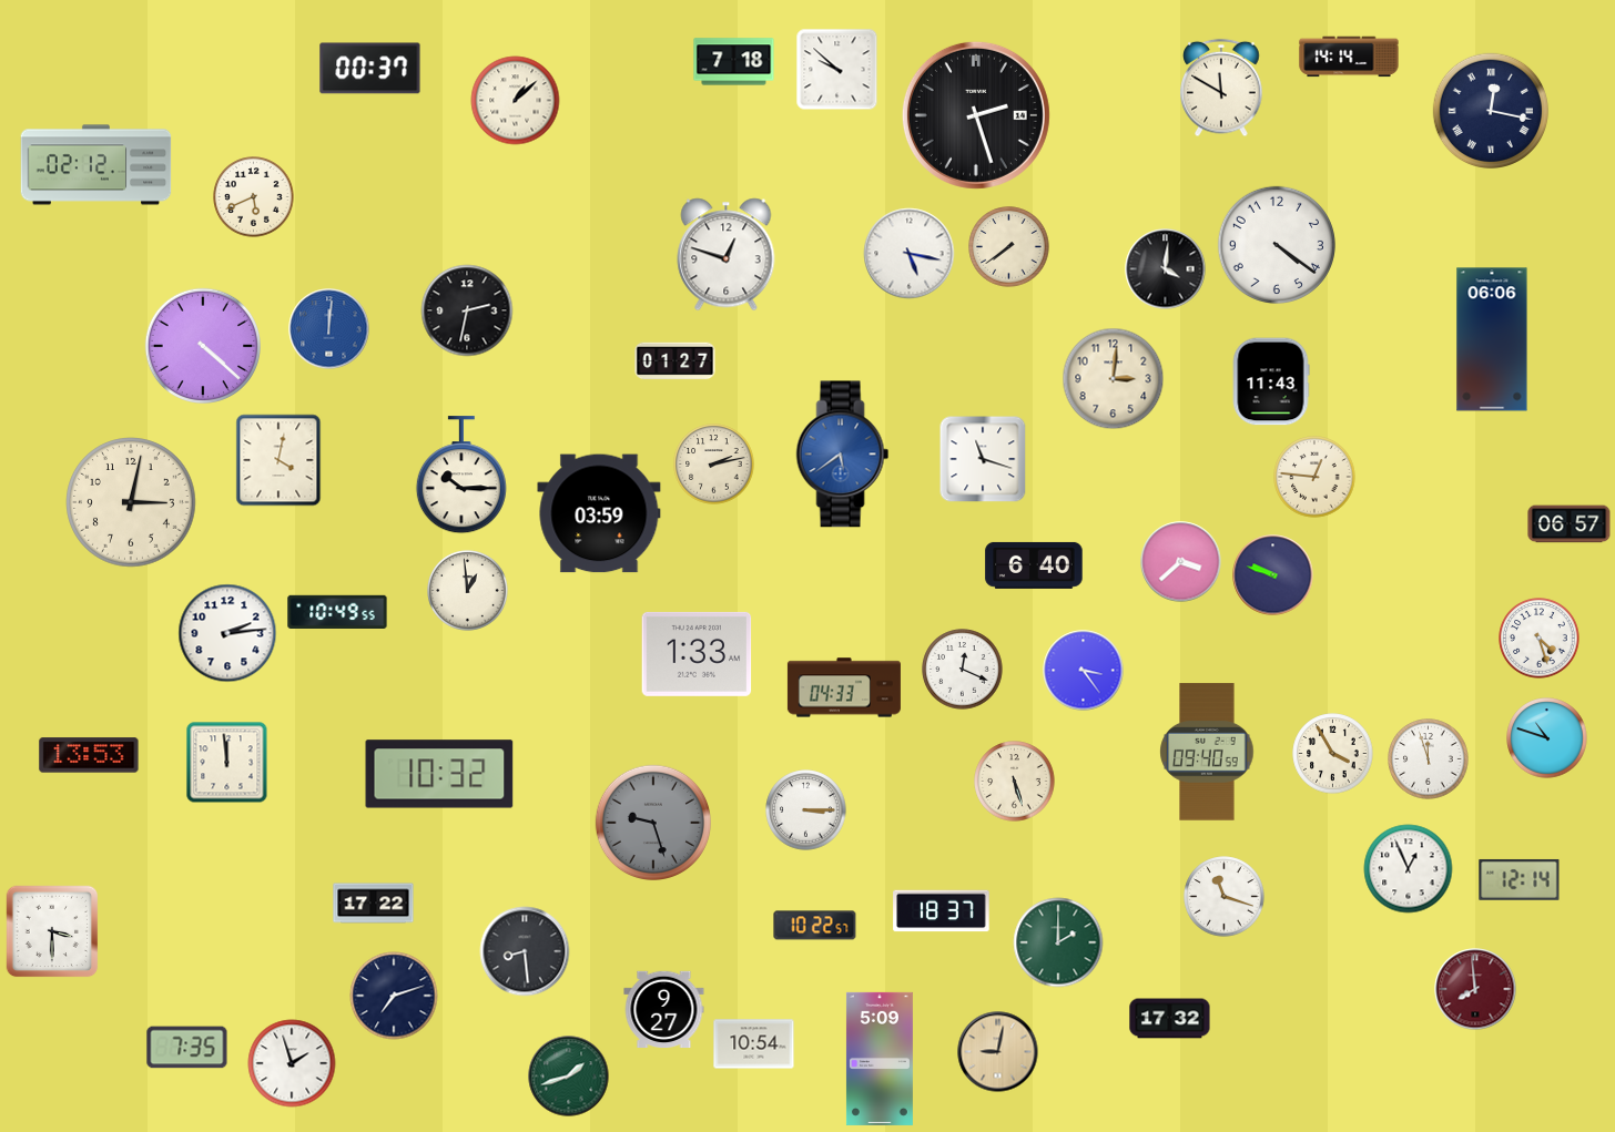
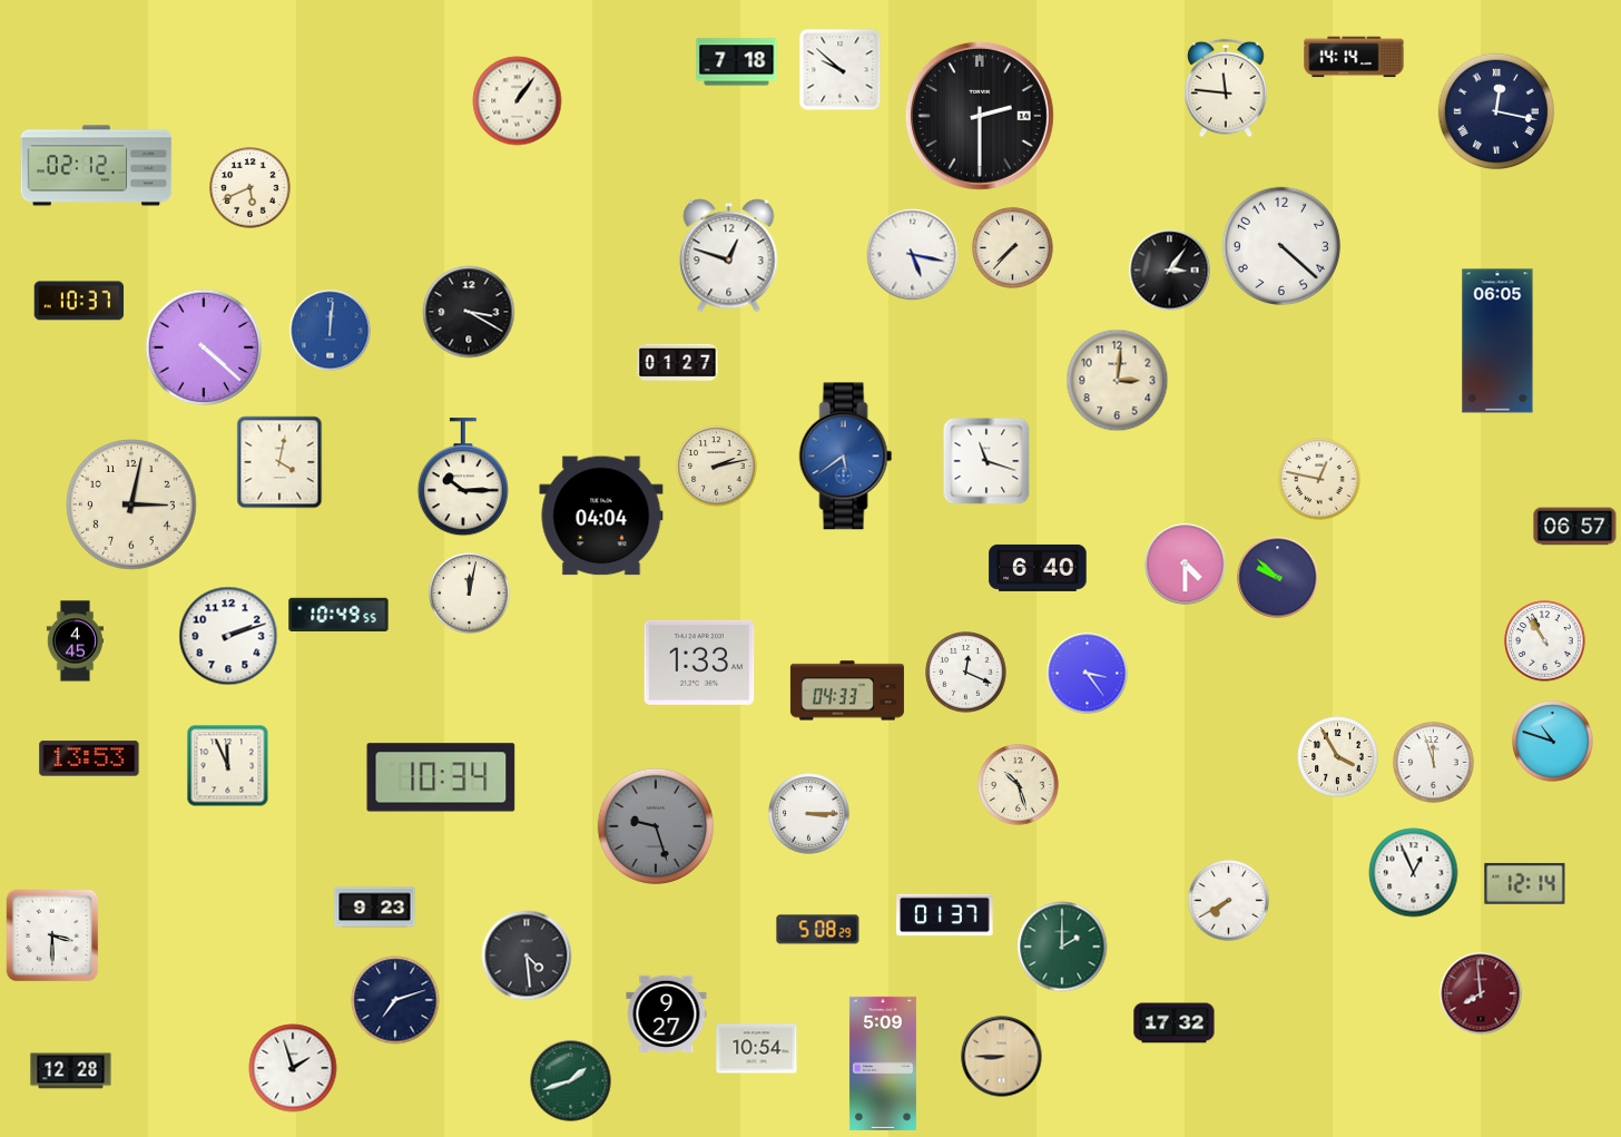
clock at (370, 69): 00:37 -> none
clock at (1221, 88): 11:50 -> 11:46
clock at (516, 101): 1:08 -> 1:06
clock at (976, 115): 2:27 -> 2:30
clock at (254, 197) position: (254, 197) -> (250, 188)
clock at (1277, 245): 4:21 -> 4:22
clock at (1009, 247): 7:39 -> 7:37
clock at (1166, 269): 4:01 -> 3:06
clock at (79, 301): none -> 10:37
clock at (467, 310): 2:32 -> 3:20
clock at (1492, 339): 06:06 -> 06:05
clock at (1271, 381): 11:43 -> none
clock at (1314, 477): 12:46 -> 12:47
clock at (599, 513): 03:59 -> 04:04
clock at (1181, 562): 3:38 -> 4:30
clock at (1273, 575): 9:48 -> 9:52
clock at (468, 591): 12:59 -> 12:02
clock at (227, 633): 2:14 -> 2:12
clock at (75, 641): none -> 4:45
clock at (1540, 639): 4:27 -> 10:55
clock at (697, 654) position: (697, 654) -> (699, 663)
clock at (1207, 752): 09:40 -> none
clock at (227, 763): 11:59 -> 11:56
clock at (439, 774): 10:32 -> 10:34
clock at (1015, 782): 5:27 -> 10:27
clock at (1225, 897): 11:18 -> 7:40
clock at (374, 904): 17:22 -> 9:23
clock at (942, 911): 18:37 -> 01:37
clock at (815, 926): 10:22 -> 5:08
clock at (525, 951): 8:29 -> 4:29
clock at (187, 1048): 7:35 -> none
clock at (998, 1052): 9:02 -> 8:45
clock at (71, 1071): none -> 12:28
